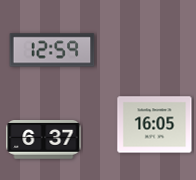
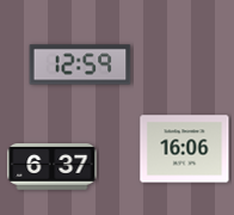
clock at (52, 50) position: (52, 50) -> (80, 64)
clock at (155, 125): 16:05 -> 16:06
